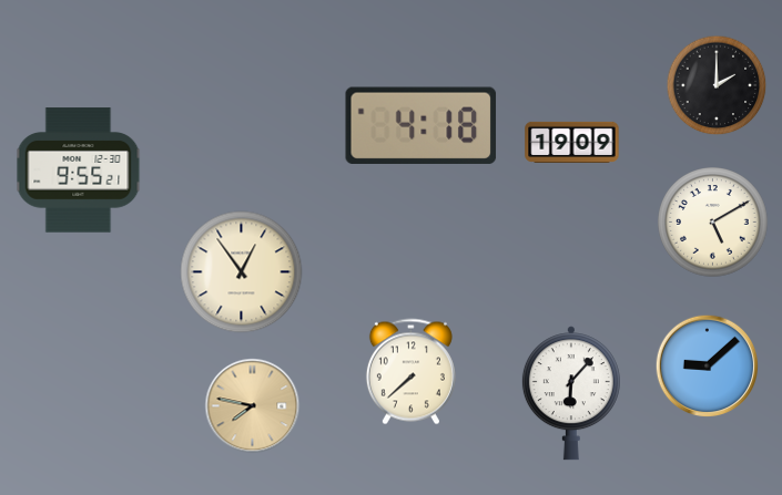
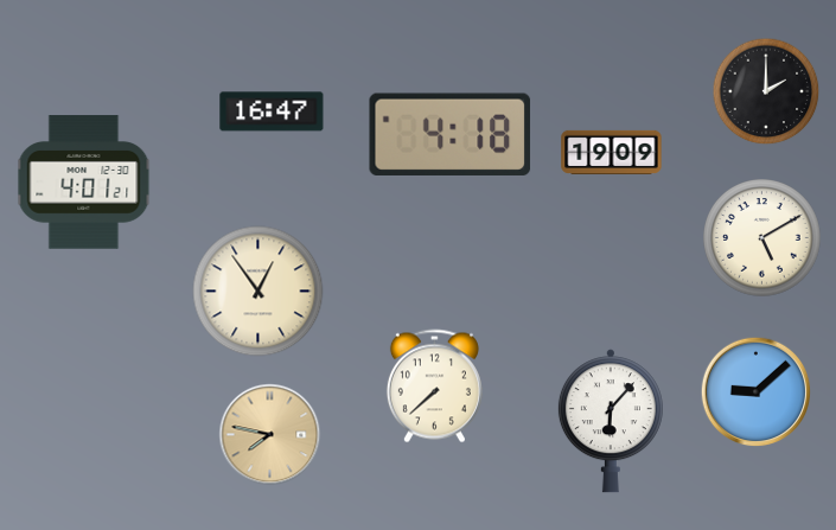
clock at (272, 111): none -> 16:47
clock at (79, 171): 9:55 -> 4:01
clock at (410, 372) position: (410, 372) -> (434, 387)
